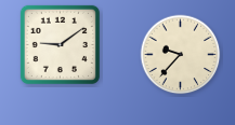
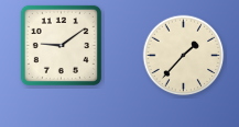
clock at (181, 55): 9:37 -> 1:37
